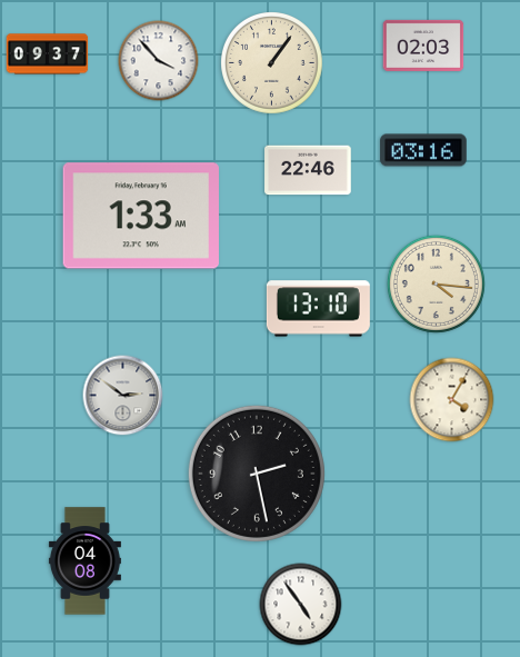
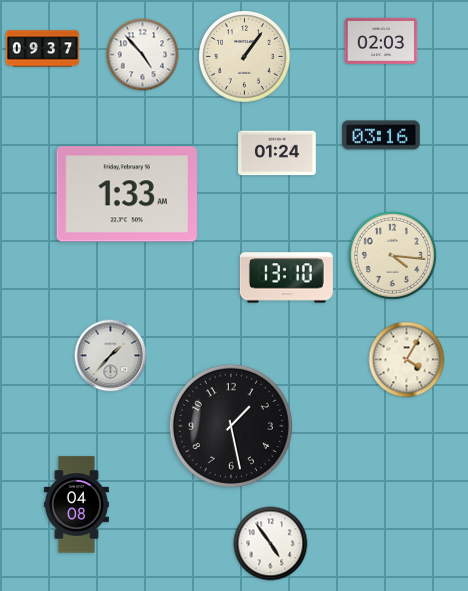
clock at (159, 61): 3:53 -> 4:53
clock at (308, 170): 22:46 -> 01:24
clock at (123, 396): 2:51 -> 1:37
clock at (257, 474): 2:28 -> 1:28
